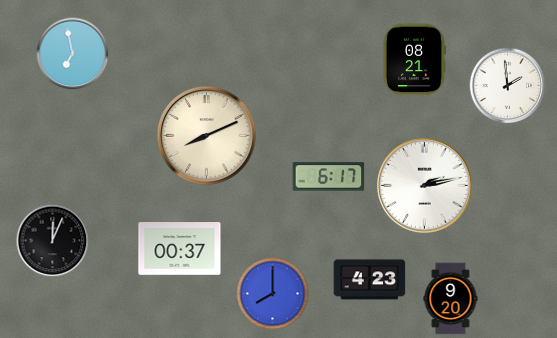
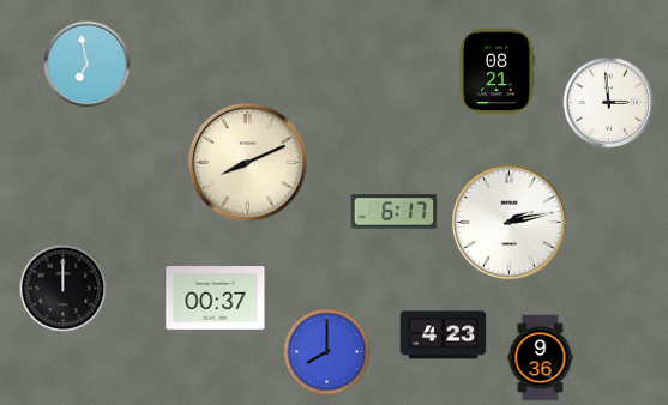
clock at (508, 86): 1:59 -> 2:59
clock at (53, 241): 12:04 -> 12:00
clock at (451, 299): 9:20 -> 9:36
